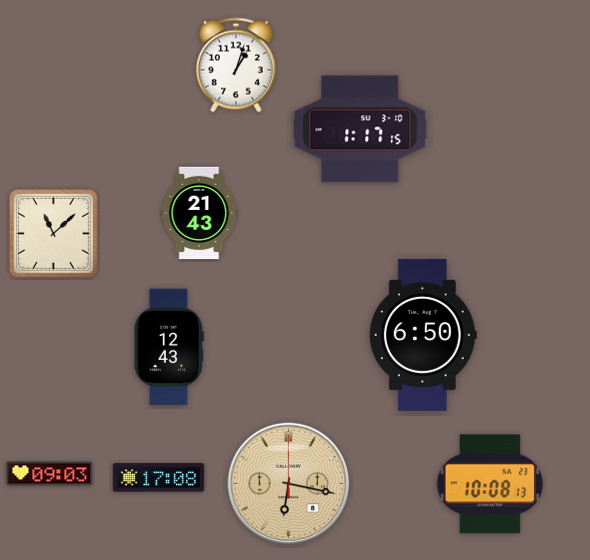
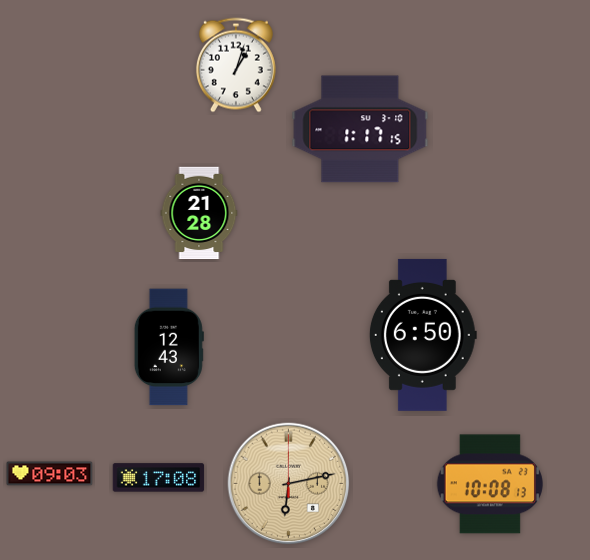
clock at (199, 213): 21:43 -> 21:28
clock at (53, 233): 11:08 -> none
clock at (289, 484): 6:17 -> 6:13
